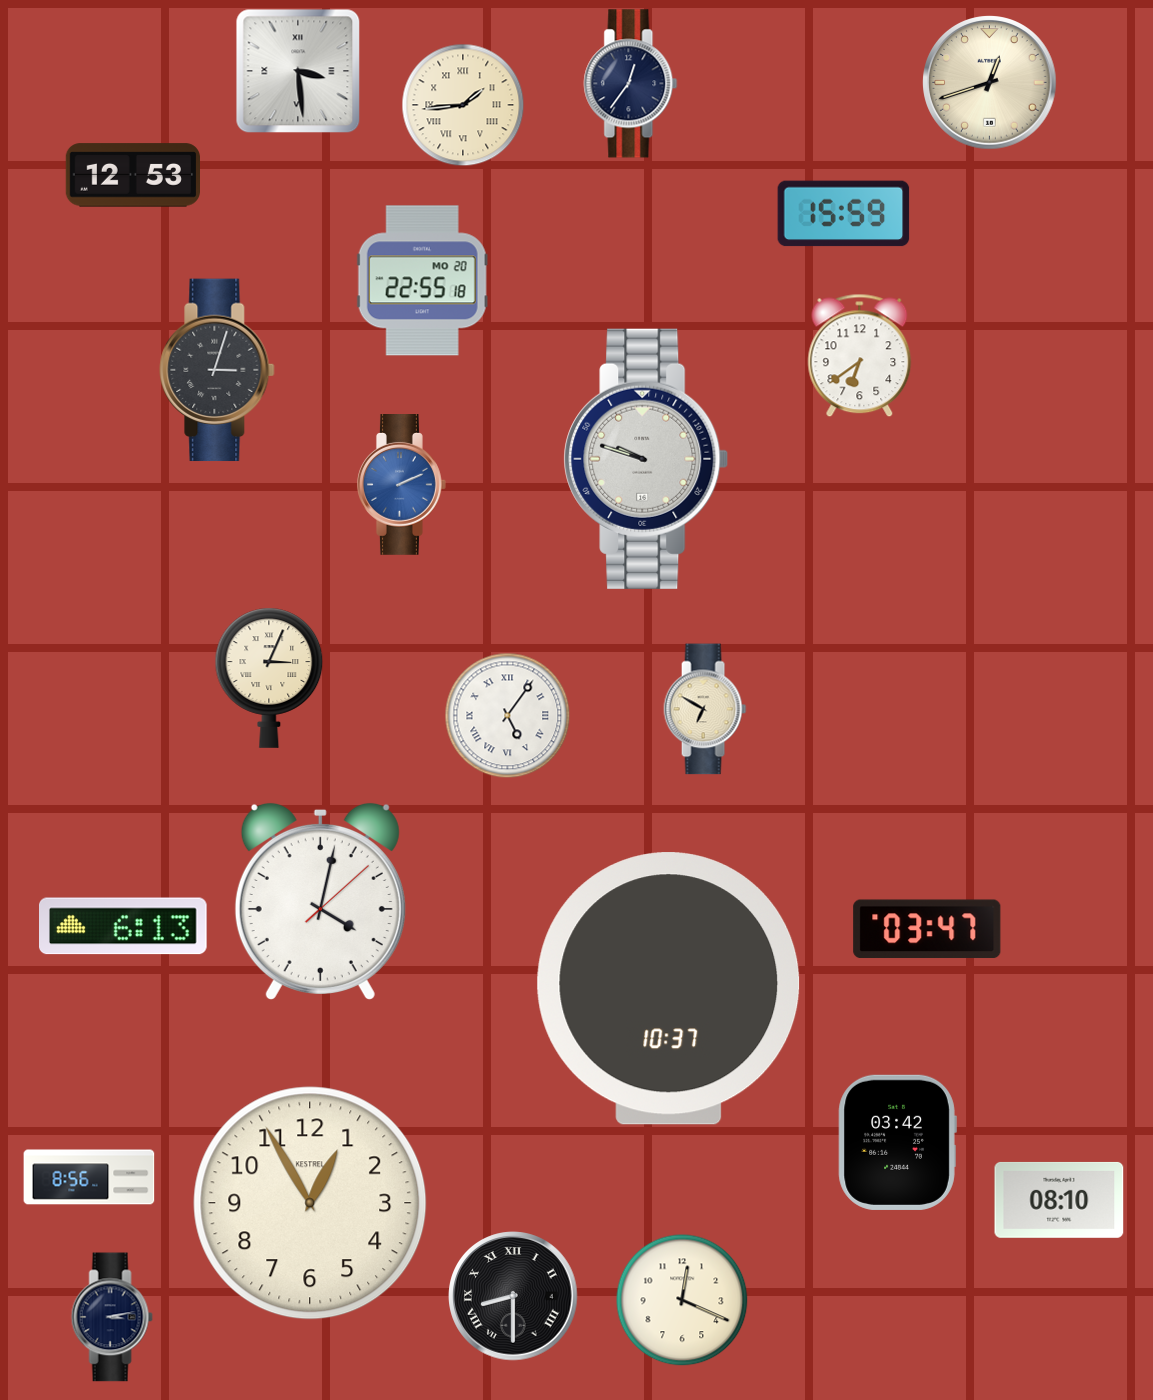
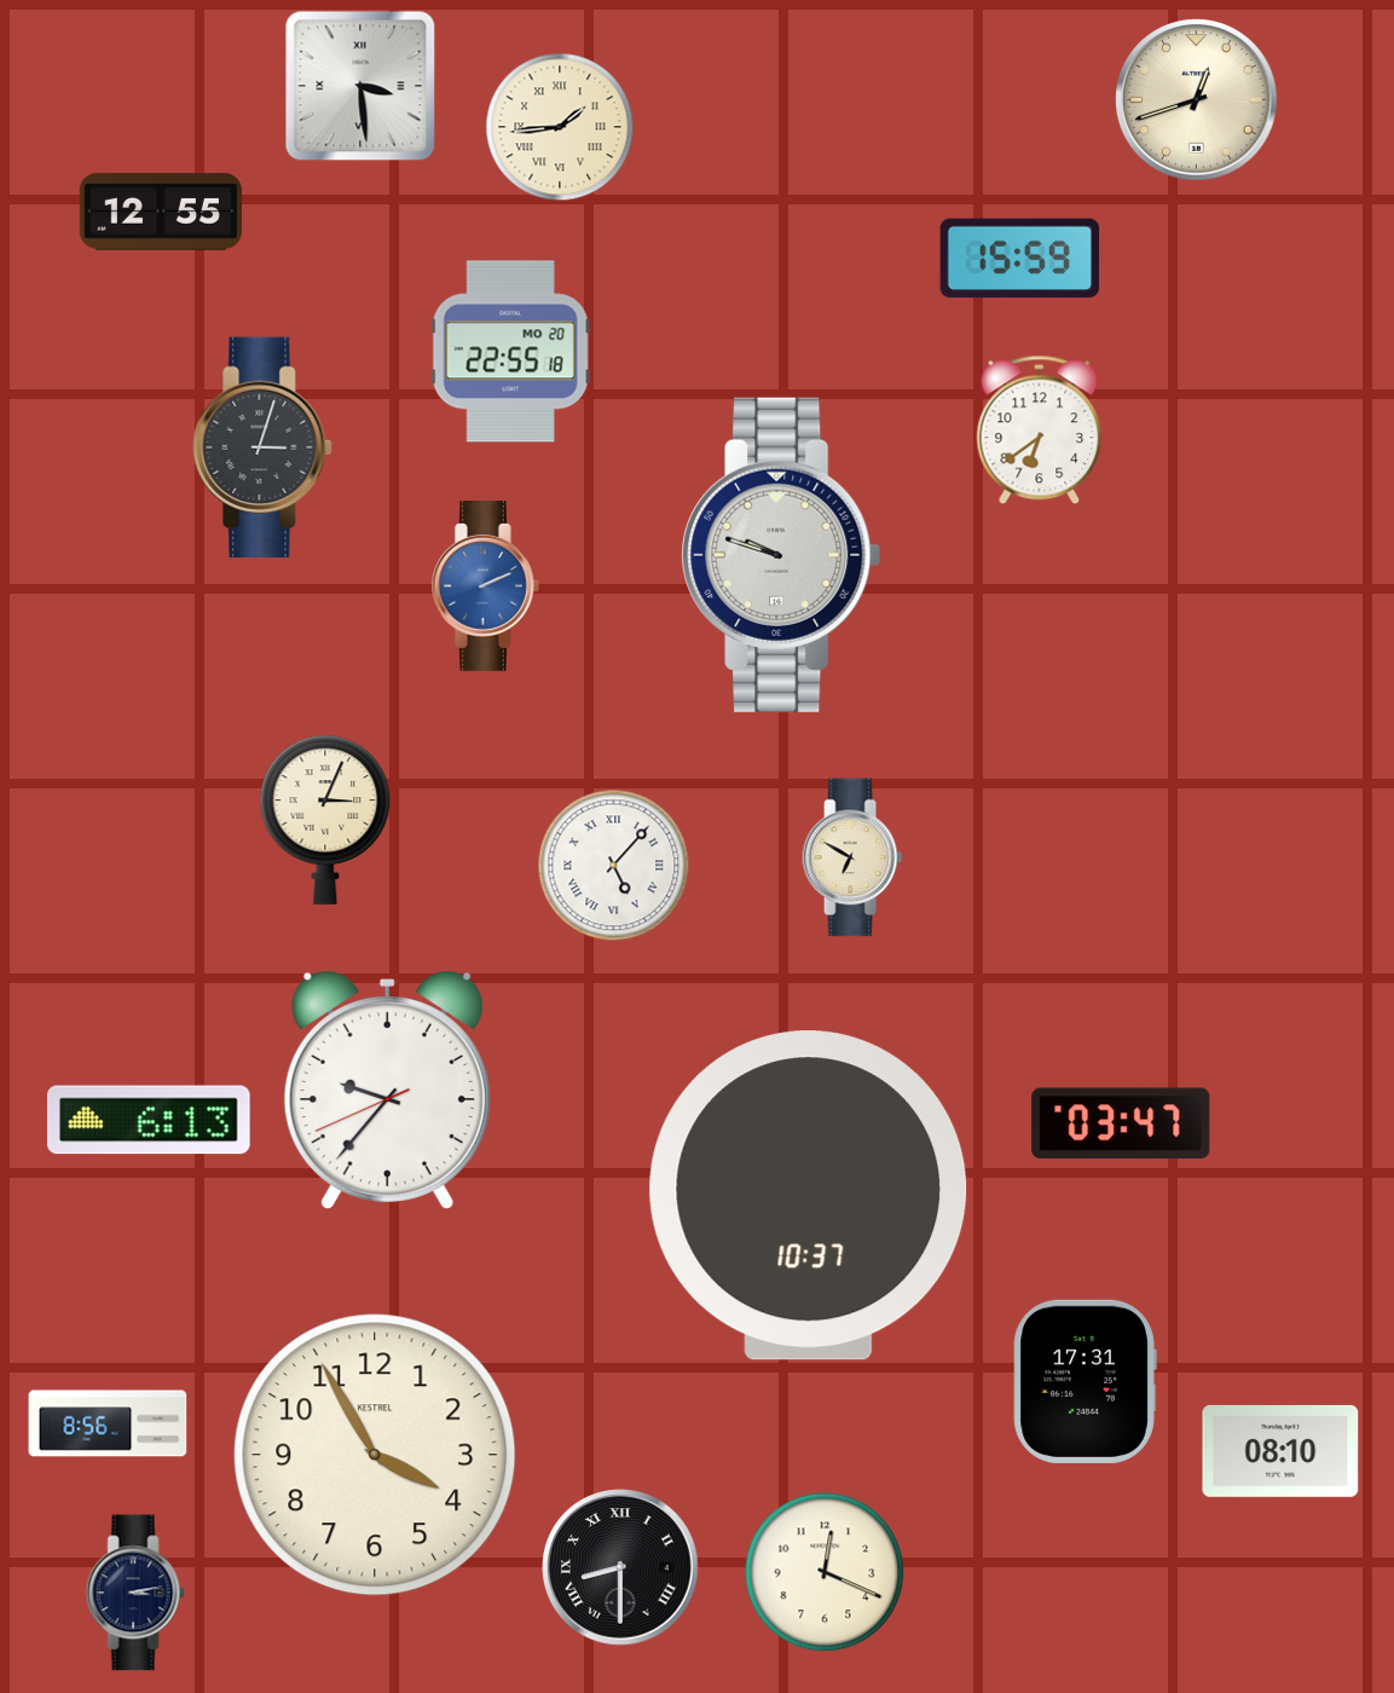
clock at (631, 84): 12:36 -> none
clock at (132, 175): 12:53 -> 12:55
clock at (422, 281) position: (422, 281) -> (510, 352)
clock at (508, 716): 5:06 -> 5:07
clock at (320, 901): 4:02 -> 9:36
clock at (897, 1142): 03:42 -> 17:31
clock at (310, 1203): 12:55 -> 3:55
